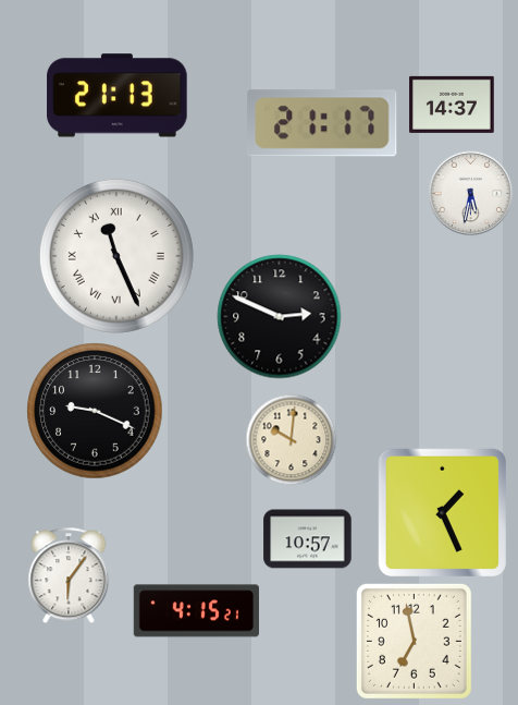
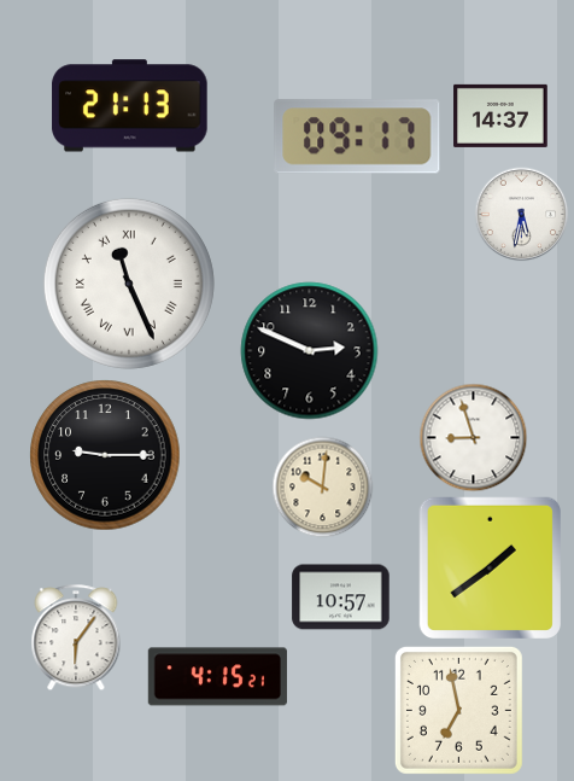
clock at (322, 123): 21:17 -> 09:17
clock at (473, 437): none -> 8:57
clock at (95, 411): 9:19 -> 9:15
clock at (442, 512): 1:26 -> 1:39
